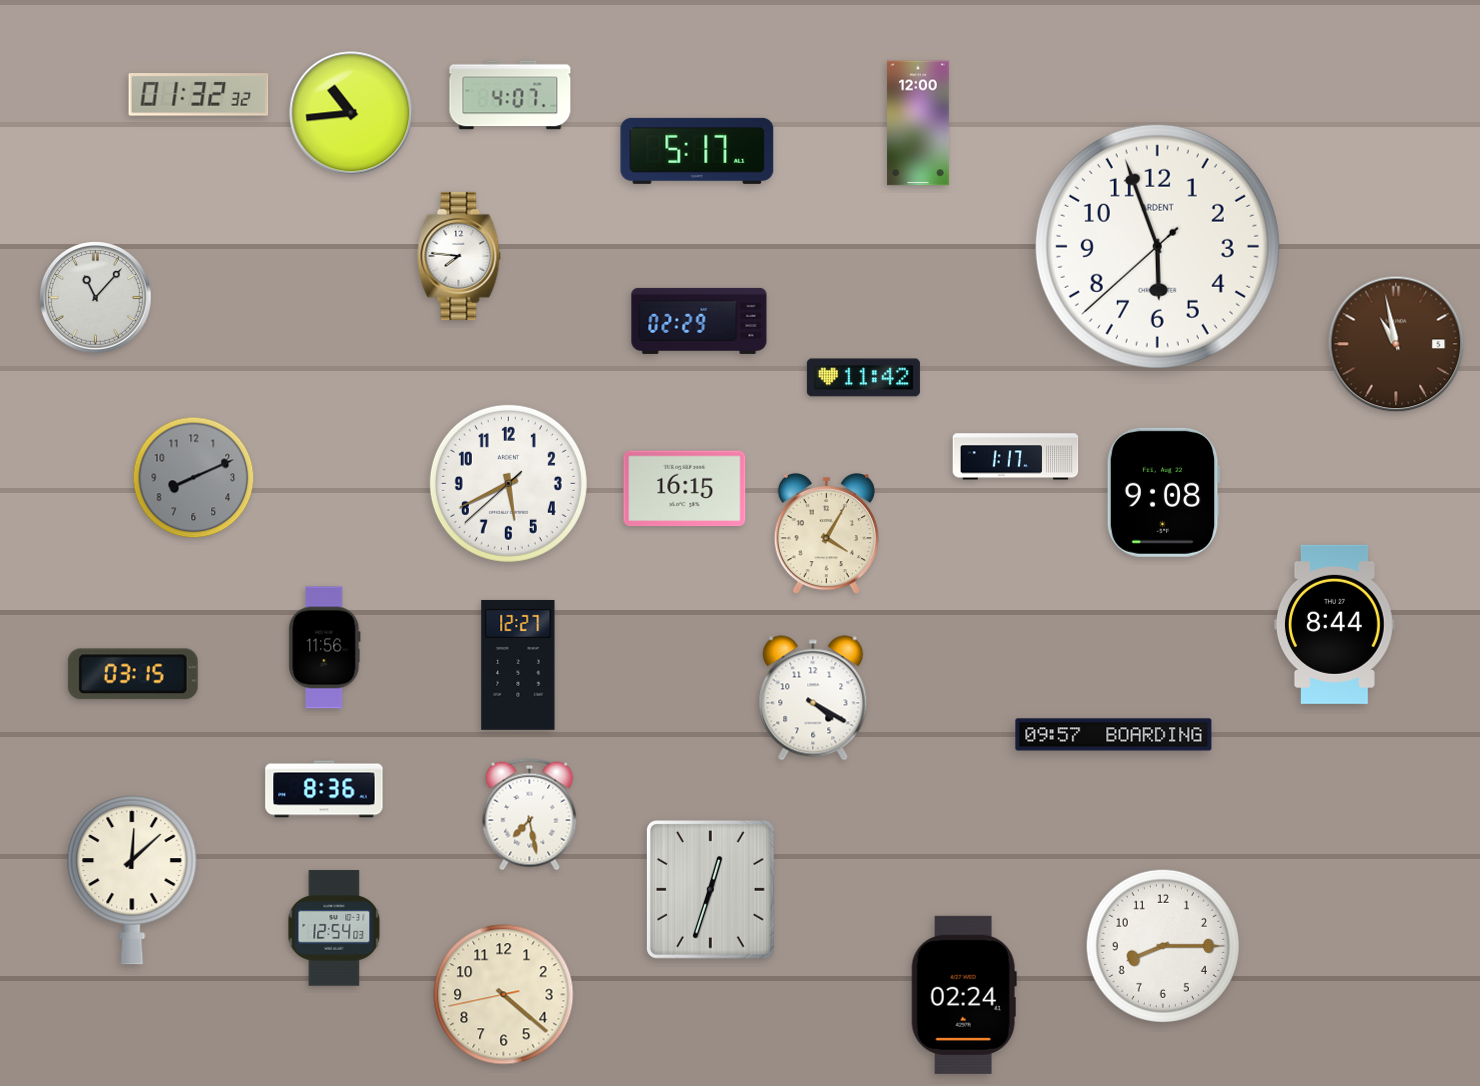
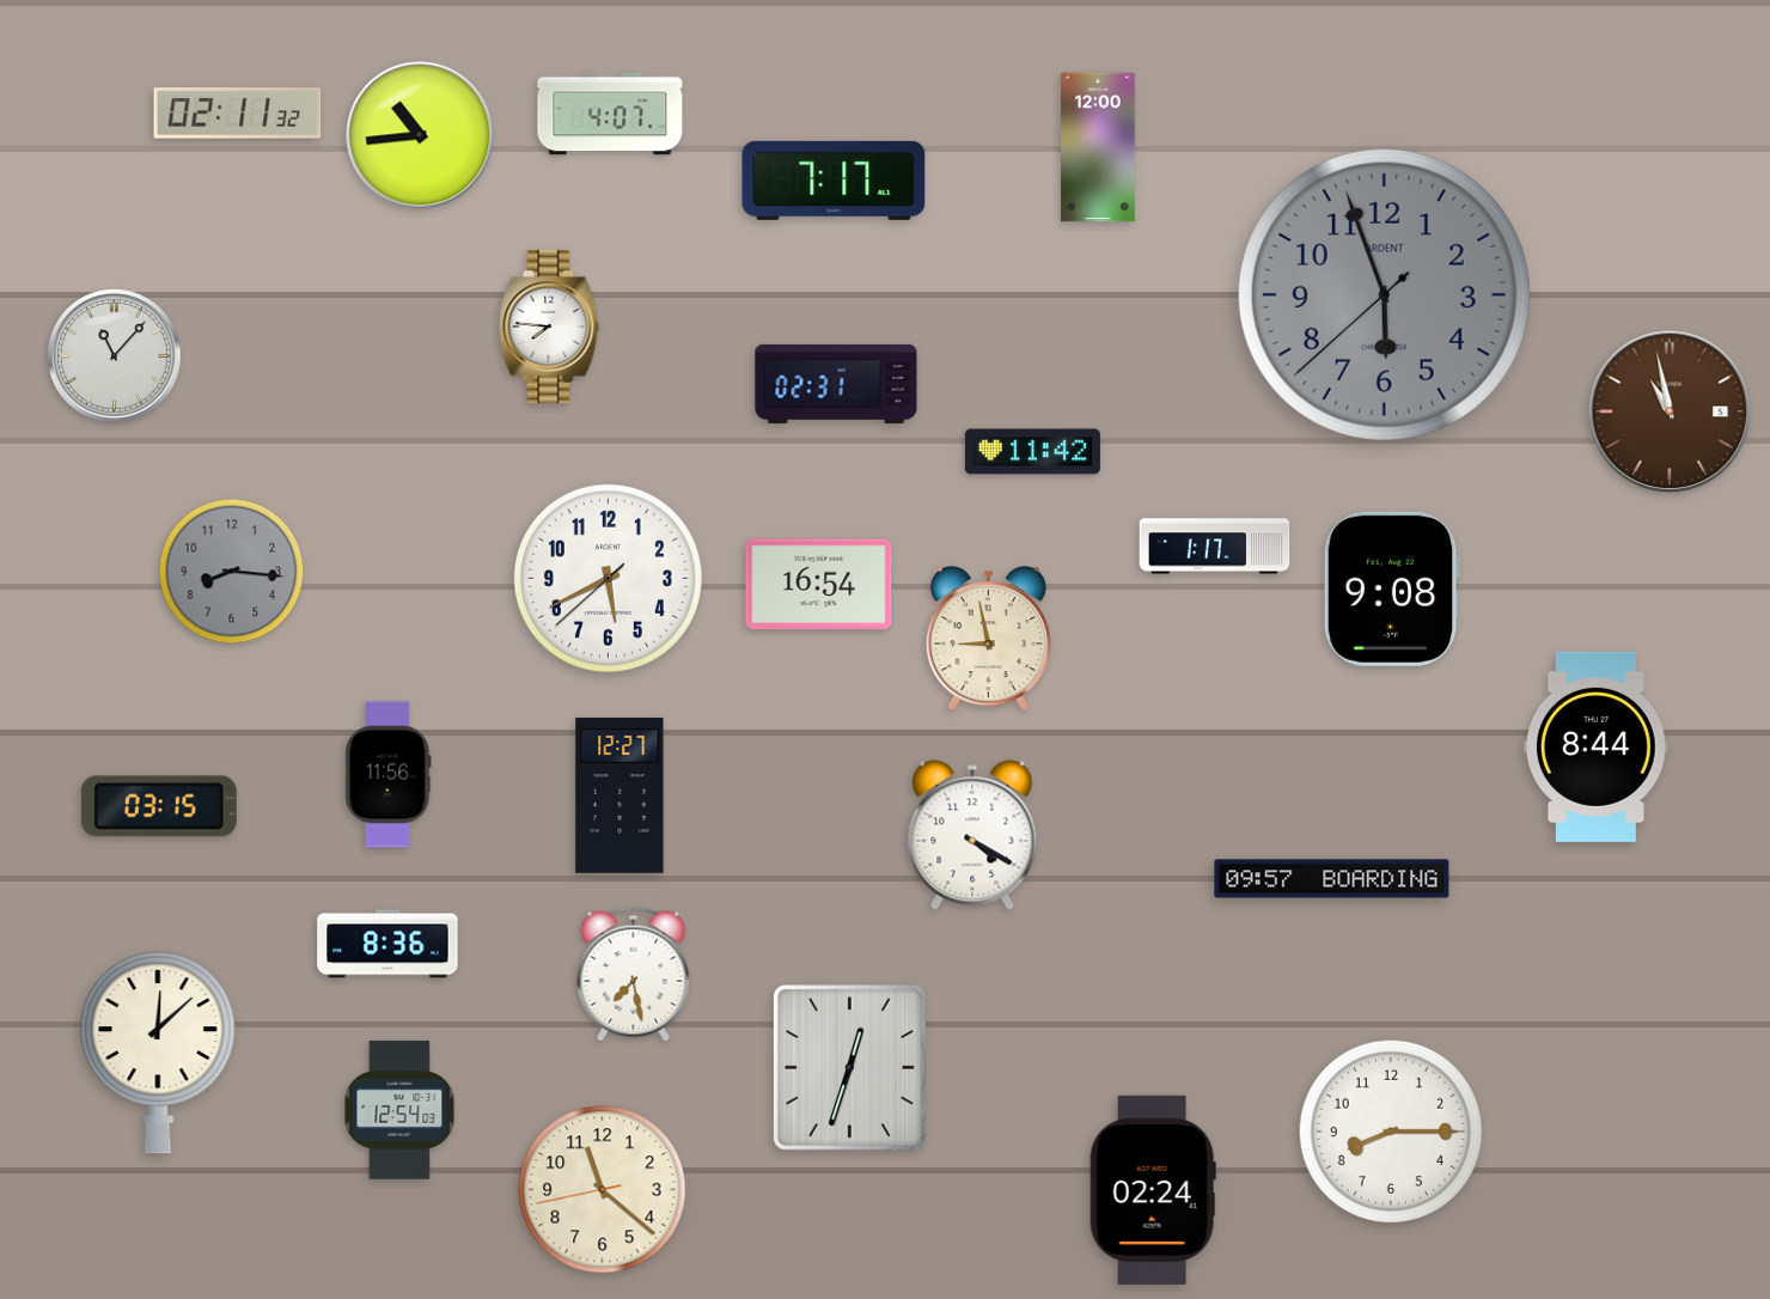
clock at (199, 95): 01:32 -> 02:11
clock at (697, 151): 5:17 -> 7:17
clock at (1157, 246) dial: white -> grey
clock at (459, 256) position: (459, 256) -> (549, 327)
clock at (699, 321): 02:29 -> 02:31
clock at (194, 478): 8:11 -> 8:16
clock at (685, 489): 16:15 -> 16:54
clock at (826, 535): 4:05 -> 8:58
clock at (711, 890) position: (711, 890) -> (850, 1068)
clock at (504, 995): 4:21 -> 11:21
